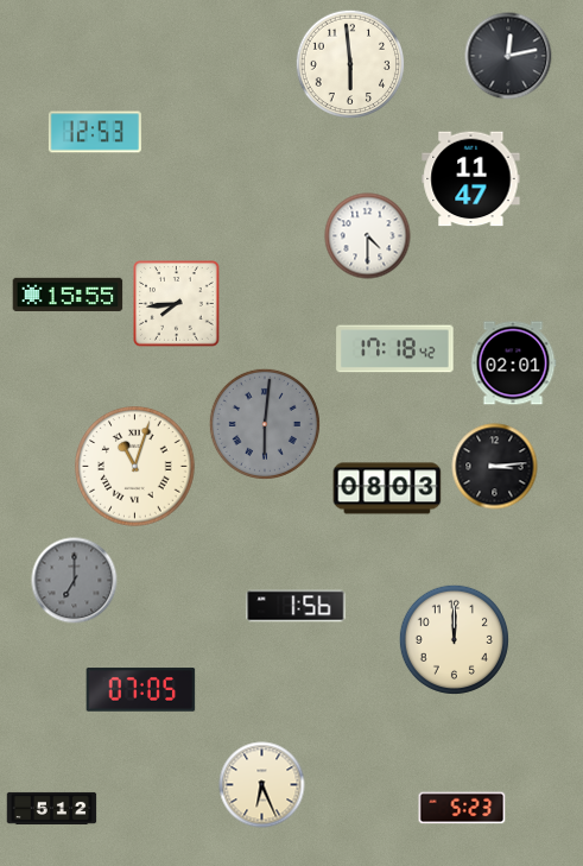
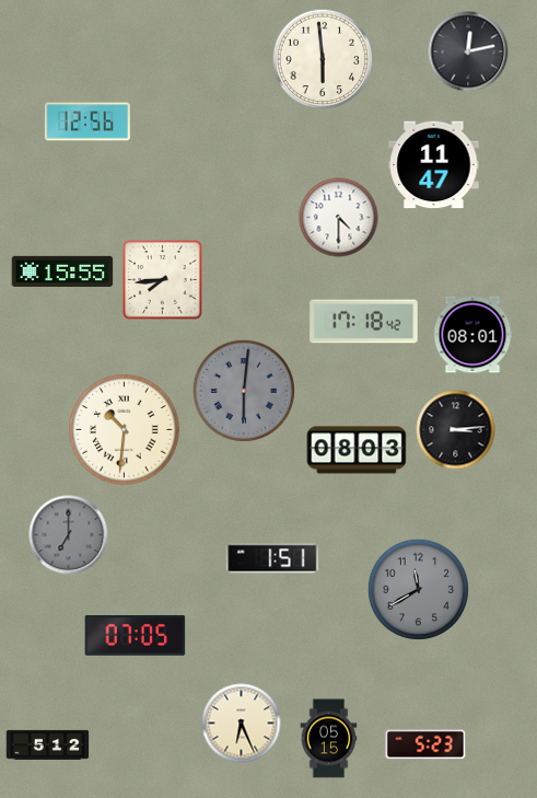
clock at (95, 132): 12:53 -> 12:56
clock at (513, 364): 02:01 -> 08:01
clock at (135, 467): 11:03 -> 10:31
clock at (296, 606): 1:56 -> 1:51
clock at (454, 639): 12:00 -> 11:40
clock at (454, 639) dial: cream -> grey
clock at (141, 690) position: (141, 690) -> (136, 636)
clock at (329, 739): none -> 05:15
